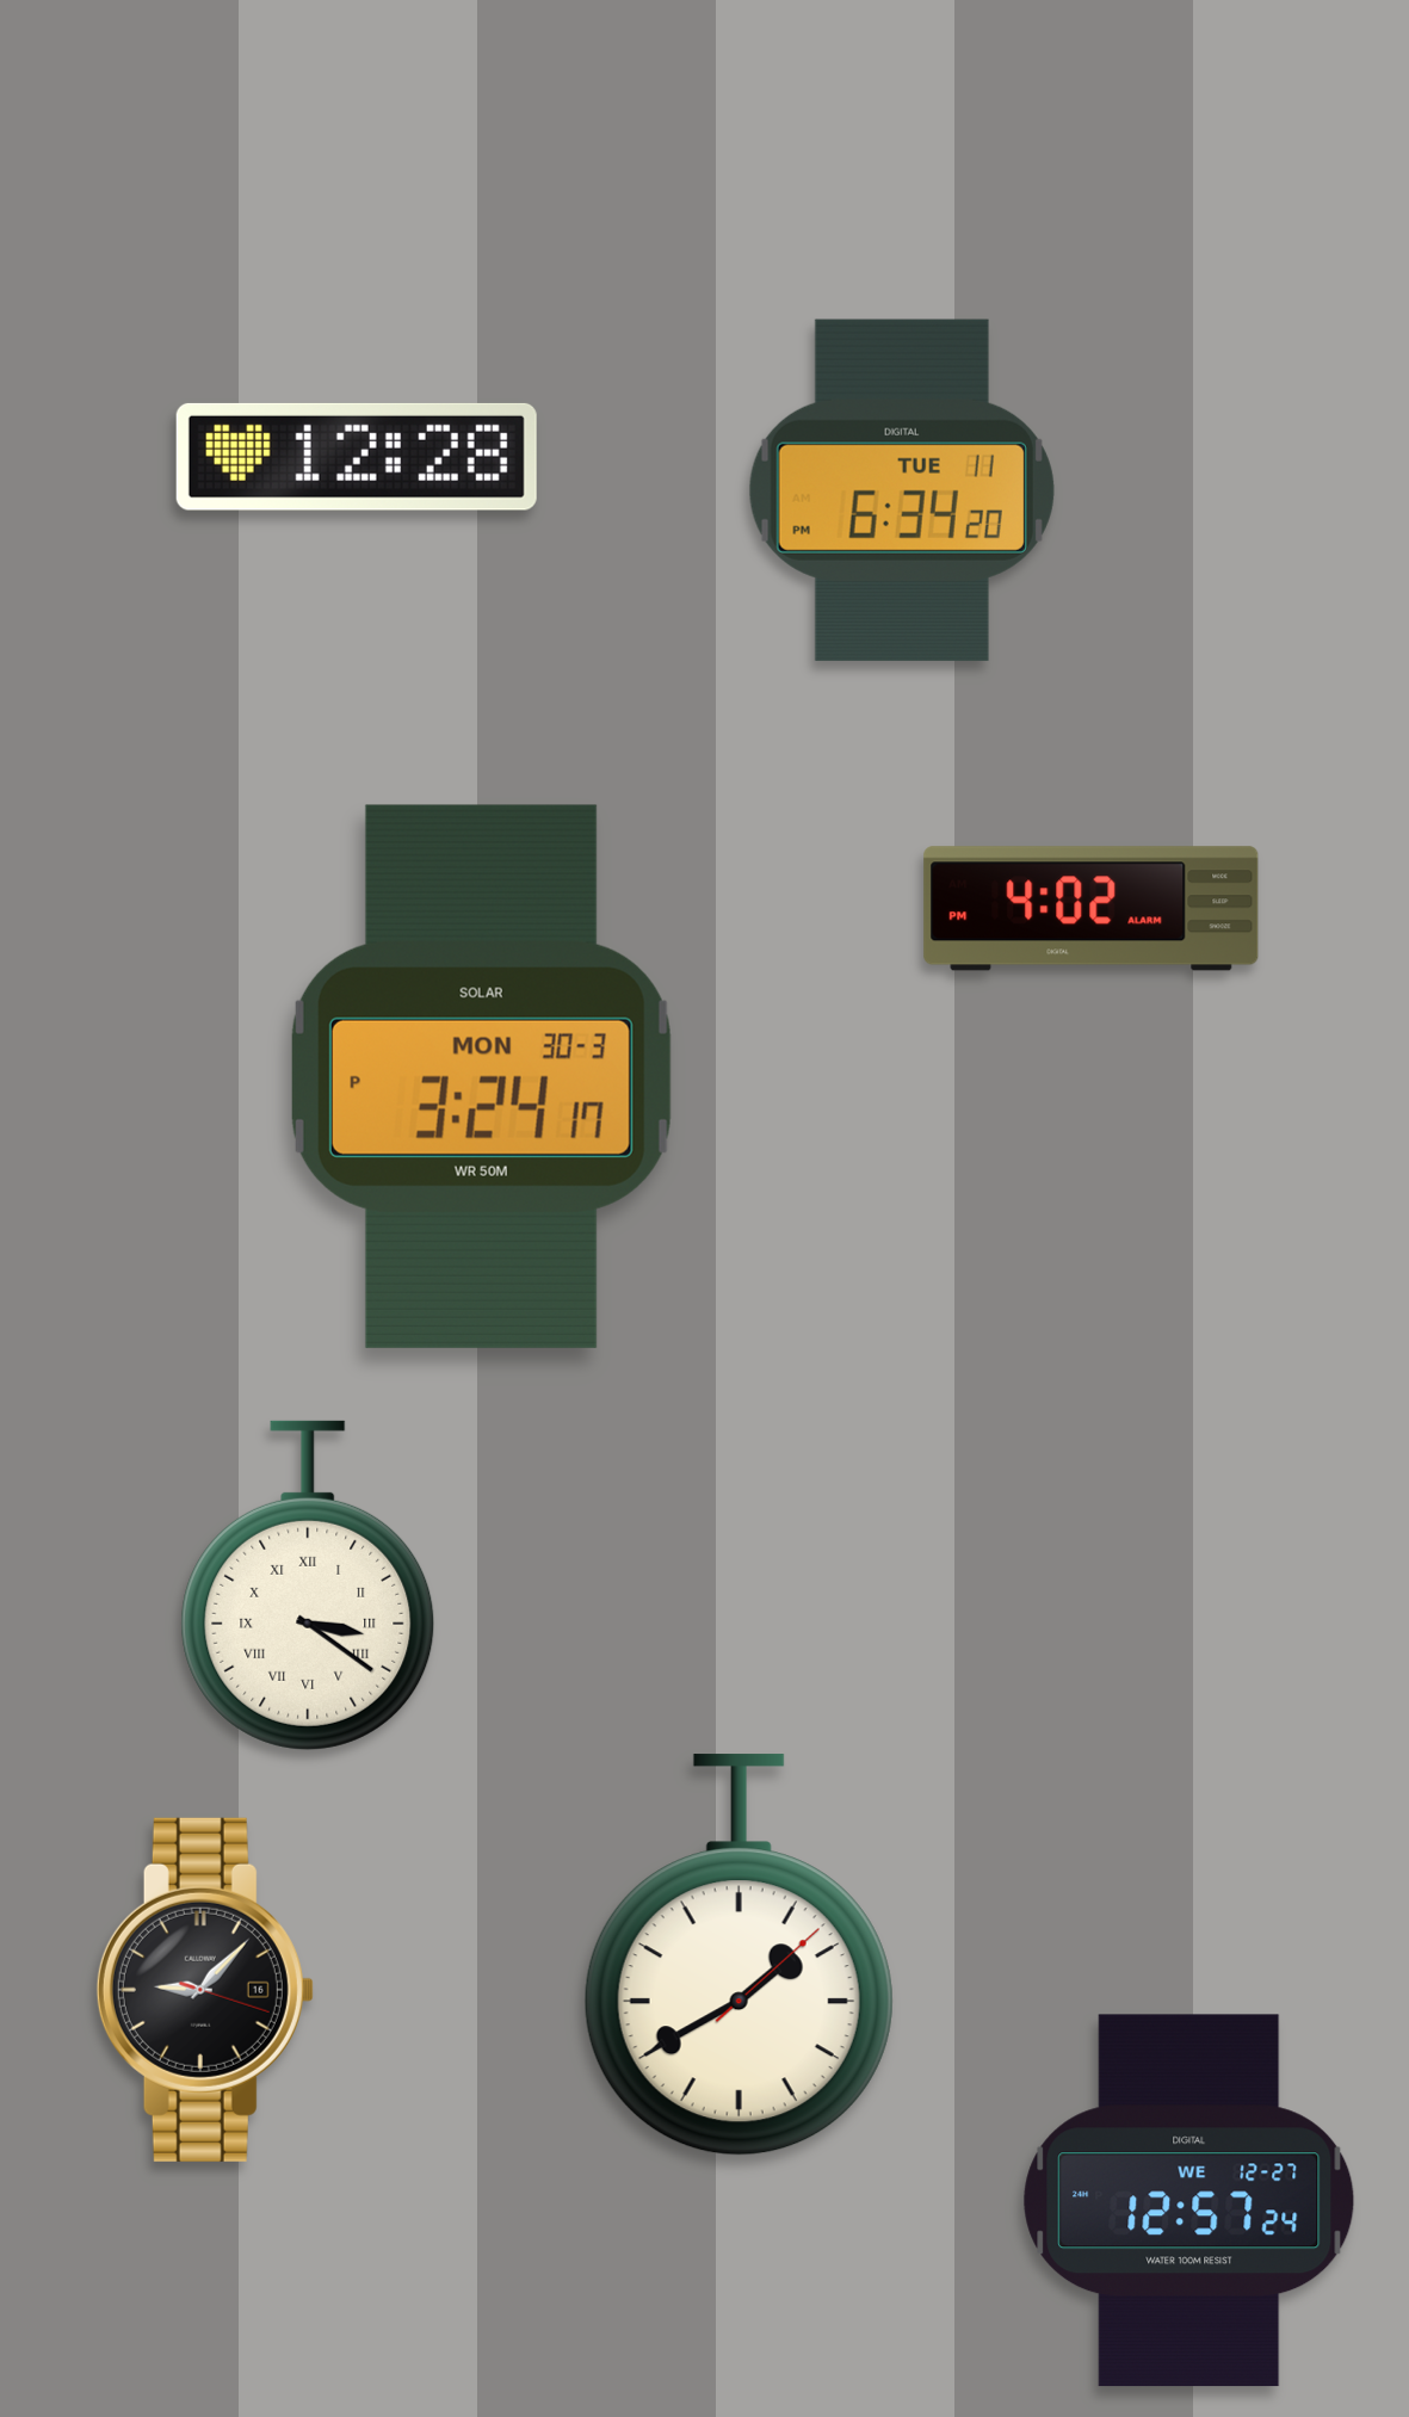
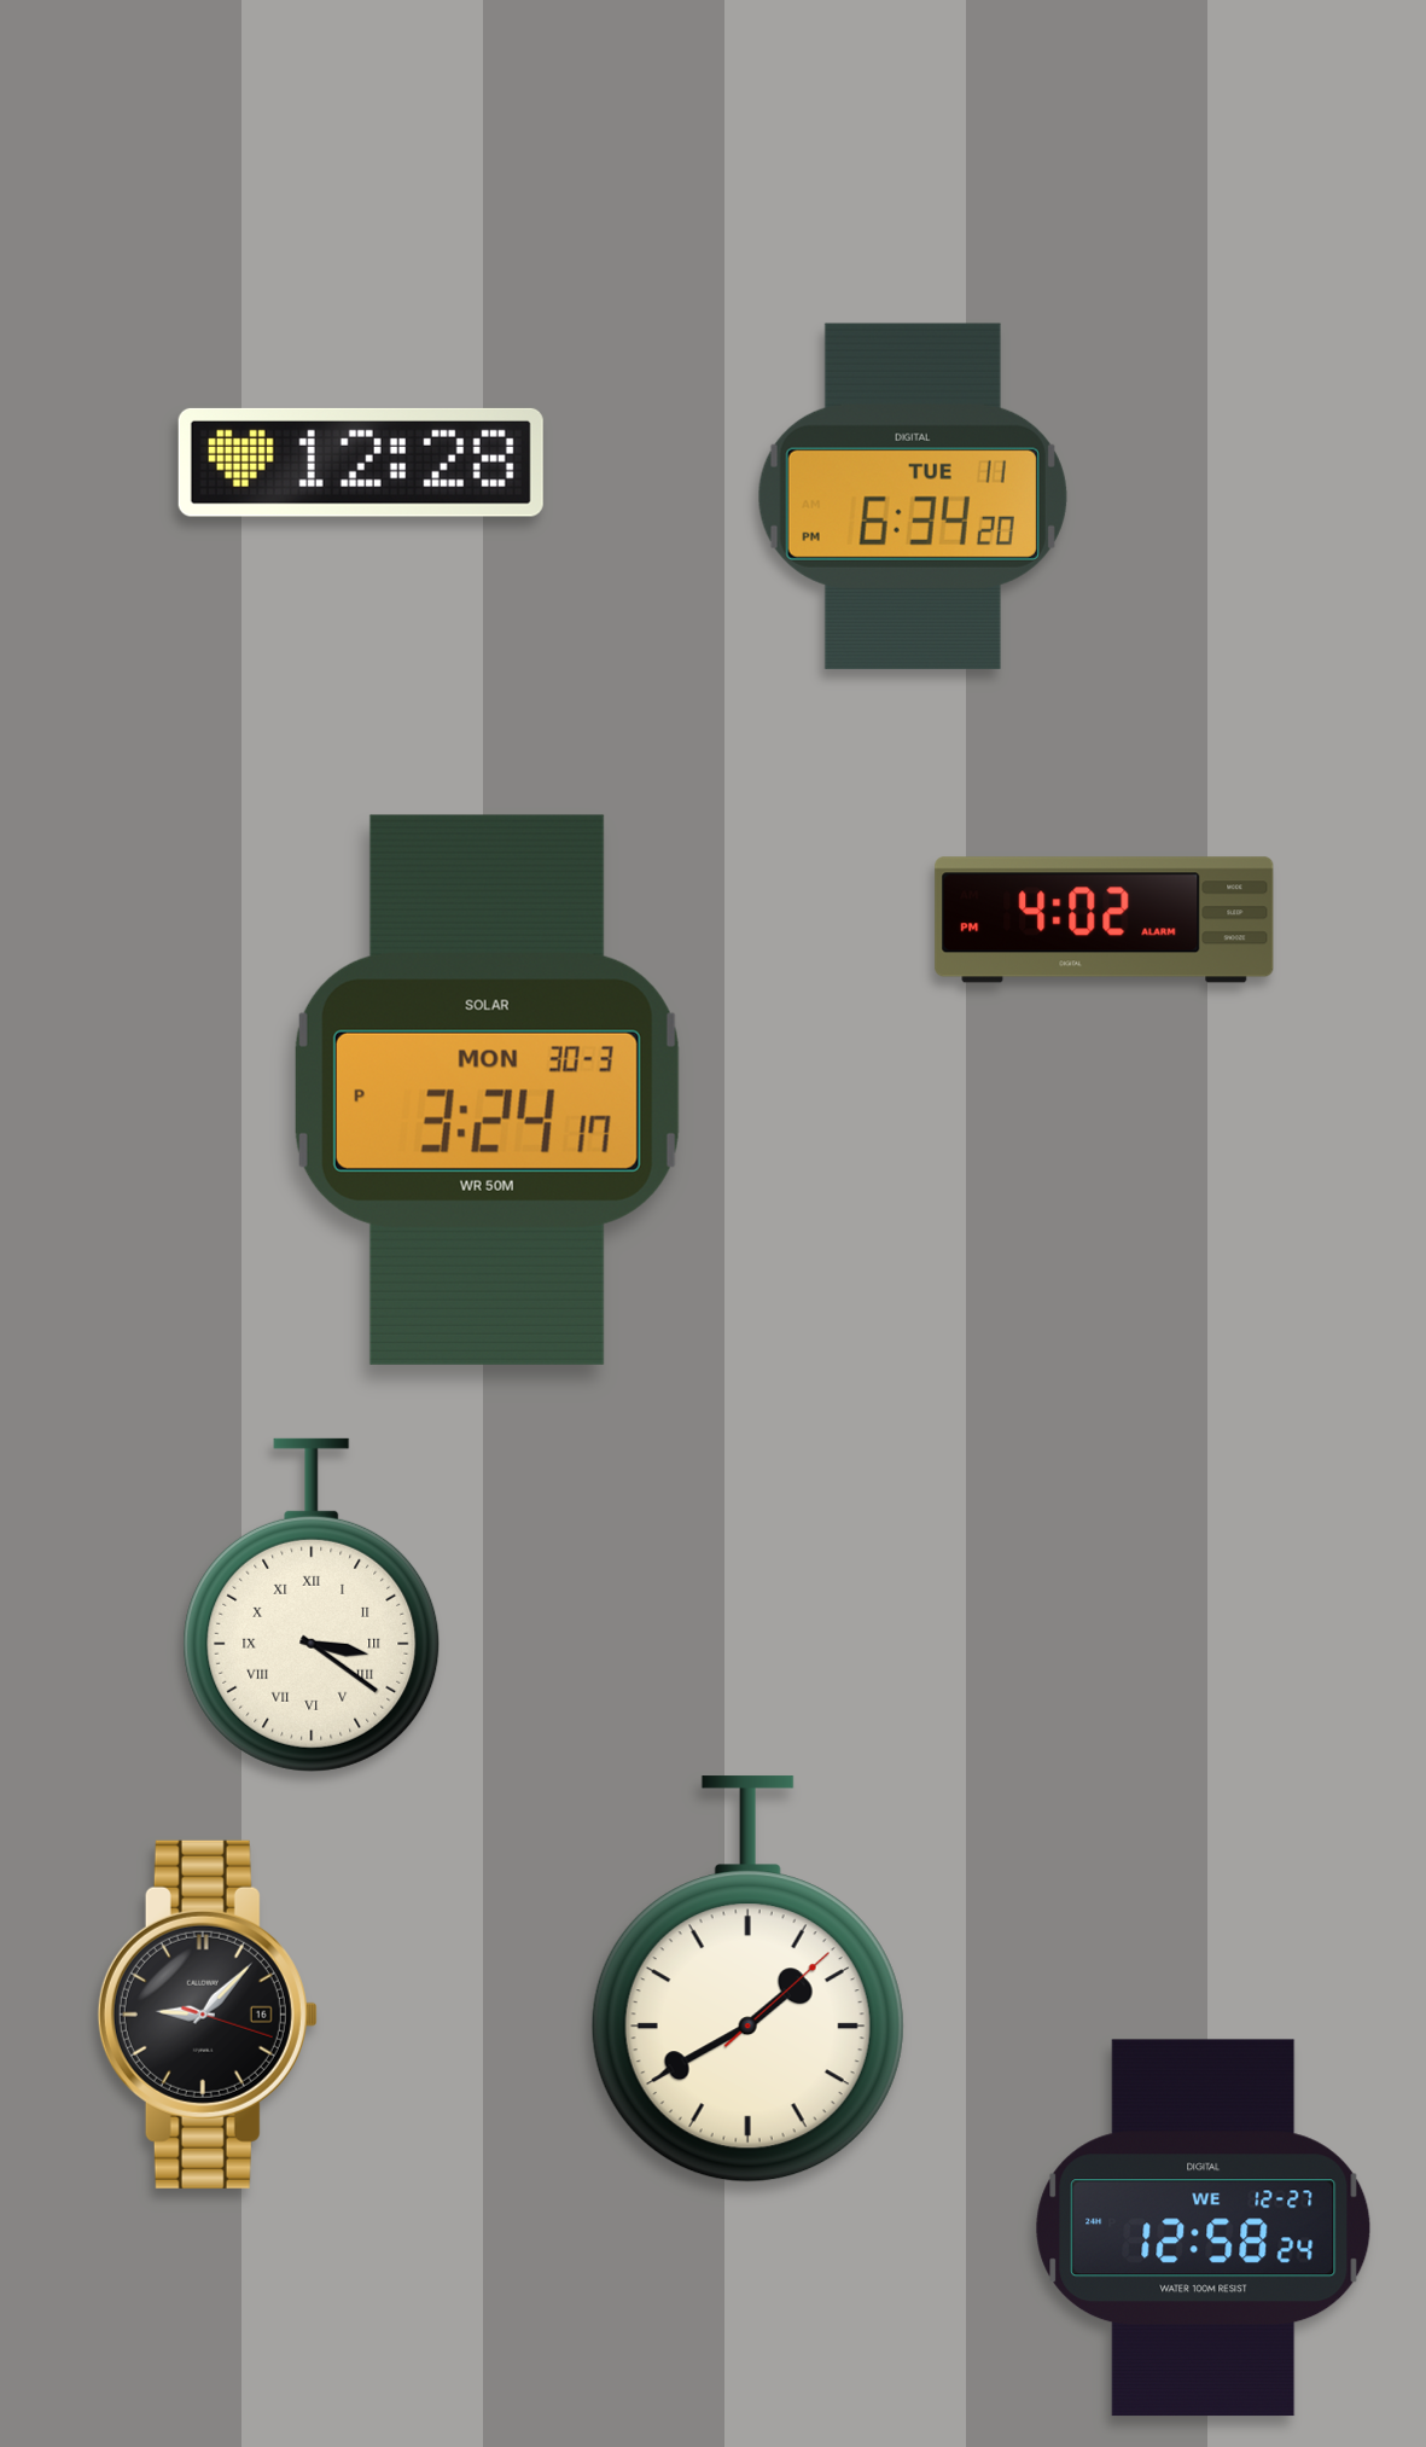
clock at (1189, 2201): 12:57 -> 12:58
